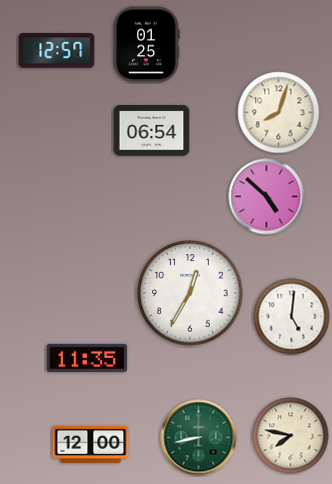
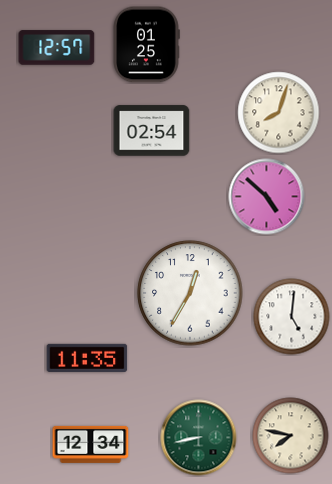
clock at (57, 51) position: (57, 51) -> (57, 48)
clock at (152, 131): 06:54 -> 02:54
clock at (91, 444): 12:00 -> 12:34
